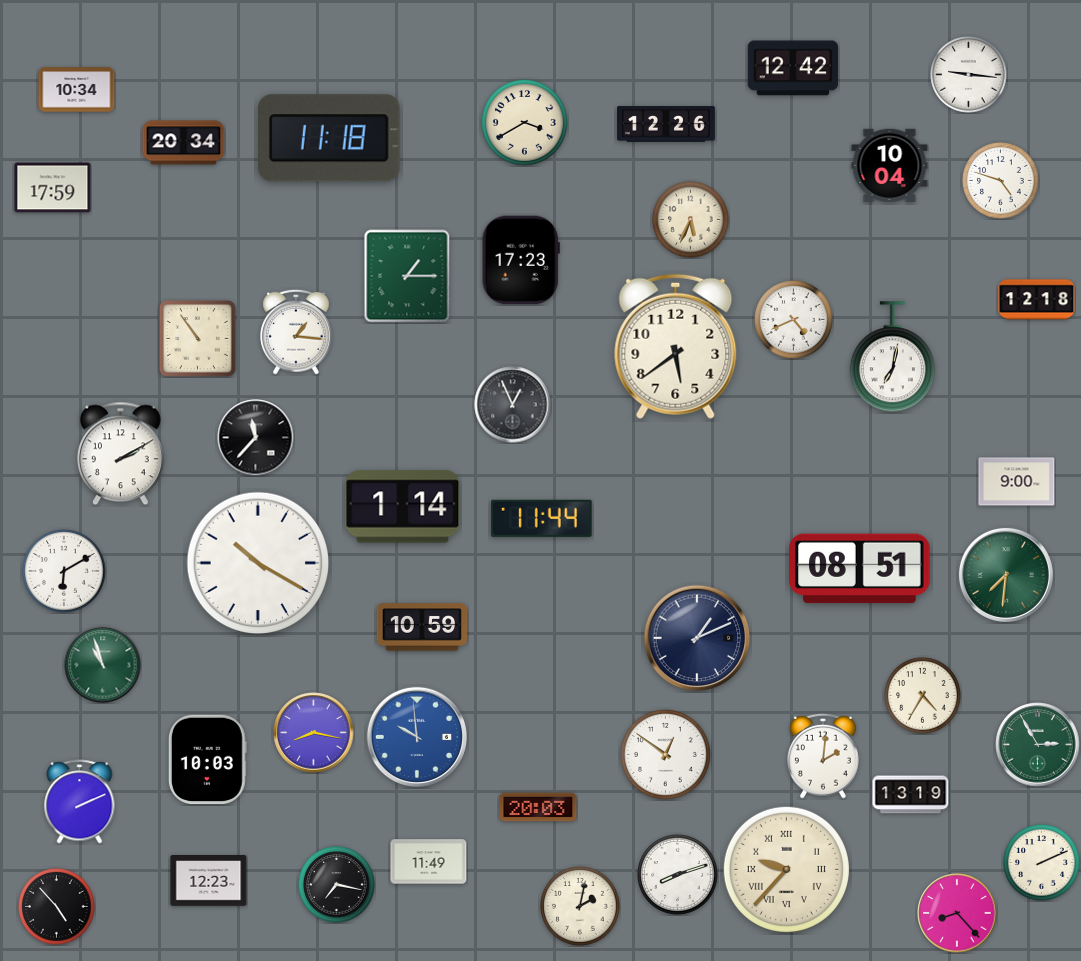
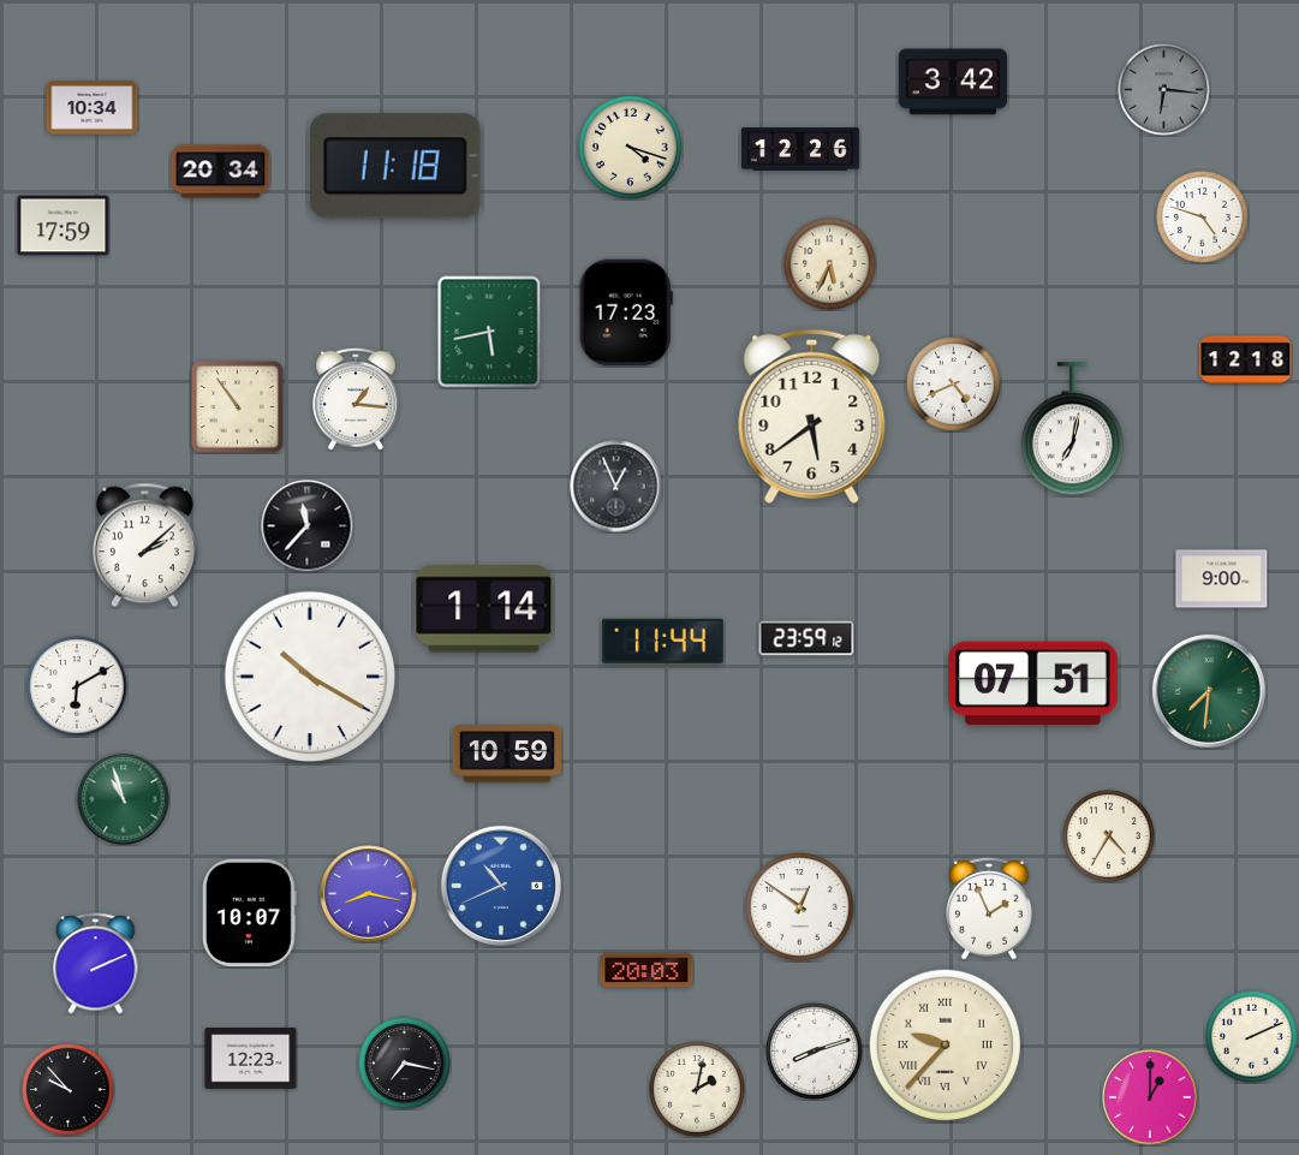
clock at (792, 68): 12:42 -> 3:42
clock at (969, 75): 9:16 -> 6:16
clock at (969, 75) dial: white -> grey
clock at (525, 123): 3:40 -> 4:18
clock at (890, 165): 10:04 -> none
clock at (407, 276): 1:15 -> 5:43
clock at (121, 454): 2:10 -> 2:08
clock at (541, 518) position: (541, 518) -> (662, 641)
clock at (806, 638): none -> 23:59
clock at (860, 569): 08:51 -> 07:51
clock at (697, 638): 1:11 -> none
clock at (314, 733) position: (314, 733) -> (369, 894)
clock at (416, 736): 9:59 -> 10:41
clock at (1038, 745): 2:55 -> none
clock at (824, 756): 2:01 -> 1:56
clock at (207, 760): 10:03 -> 10:07
clock at (911, 795): 13:19 -> none
clock at (429, 862): 11:49 -> none
clock at (57, 907): 4:53 -> 9:53
clock at (957, 913): 8:23 -> 1:00
